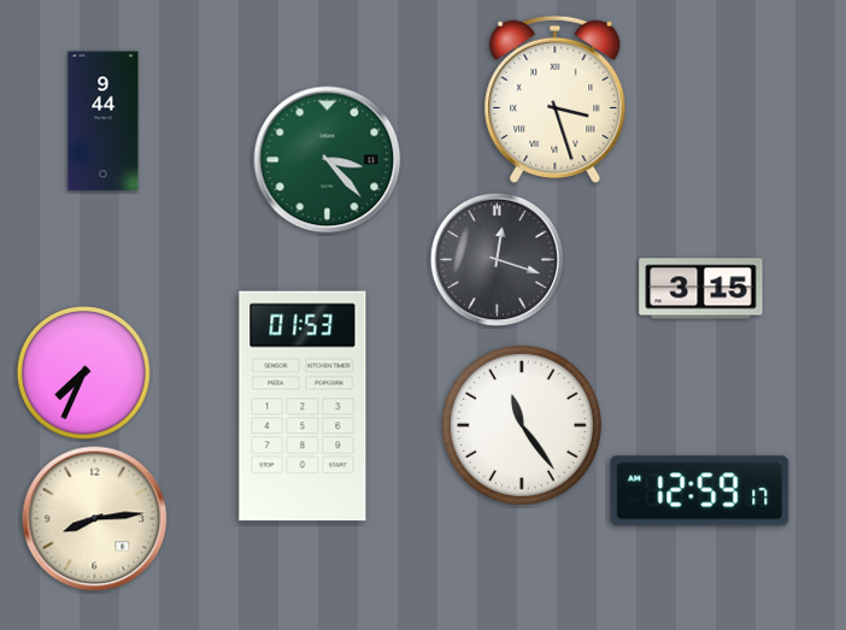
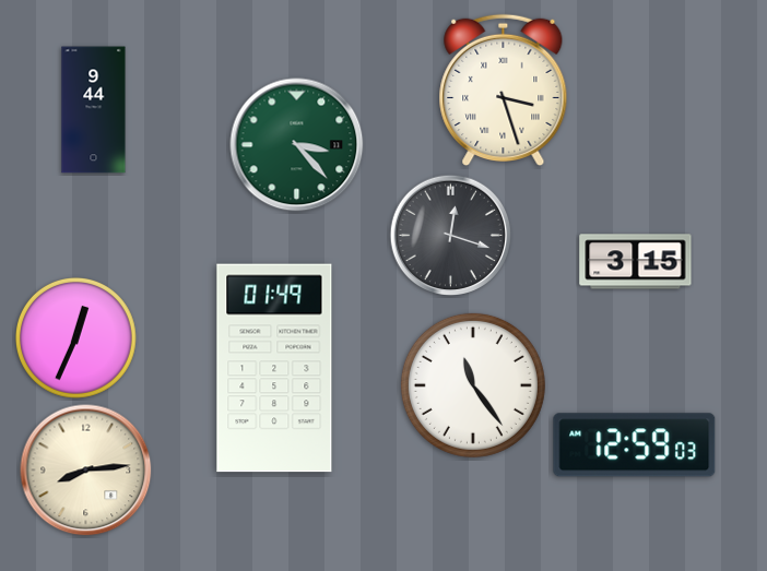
clock at (83, 372): 7:34 -> 12:34
clock at (302, 406): 01:53 -> 01:49
clock at (700, 491): 12:59:17 -> 12:59:03
